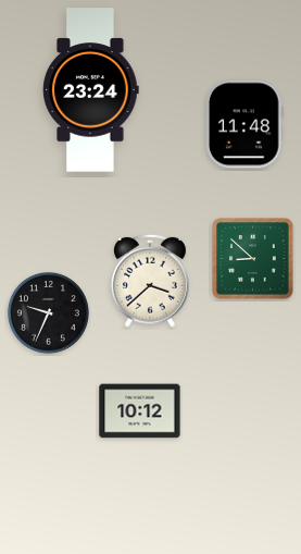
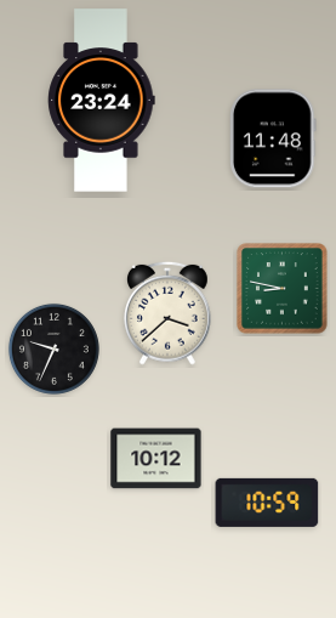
clock at (253, 259): 8:52 -> 8:47
clock at (267, 503): none -> 10:59
